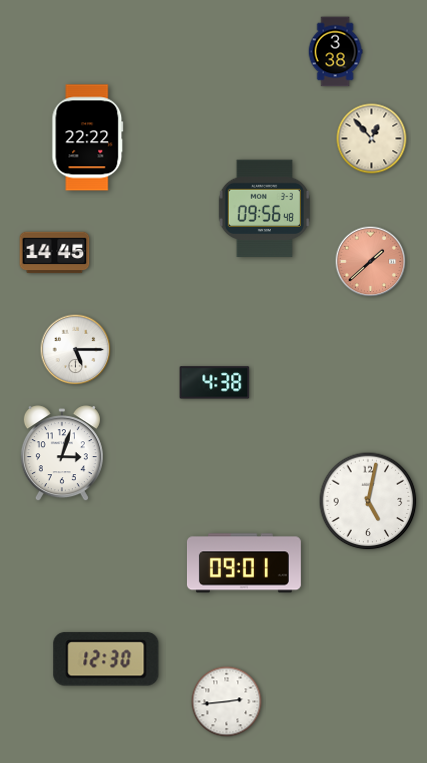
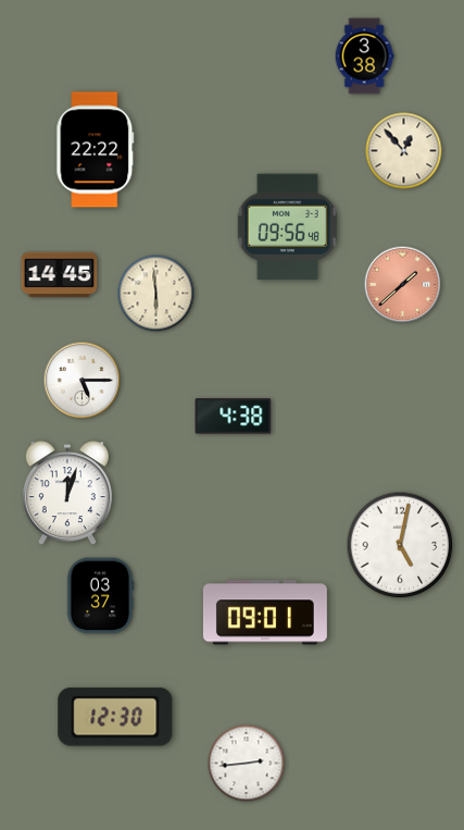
clock at (156, 294): none -> 5:59
clock at (62, 454): 3:03 -> 12:03
clock at (100, 596): none -> 03:37
